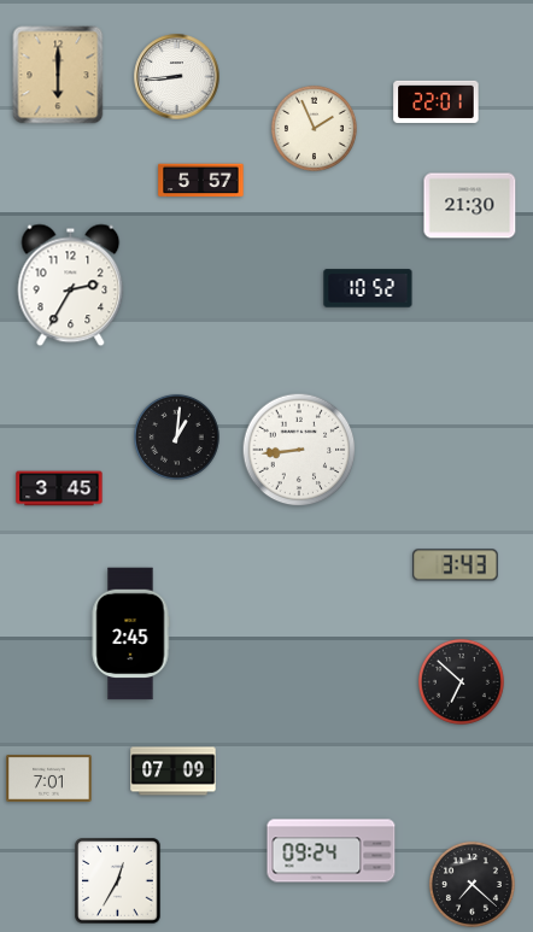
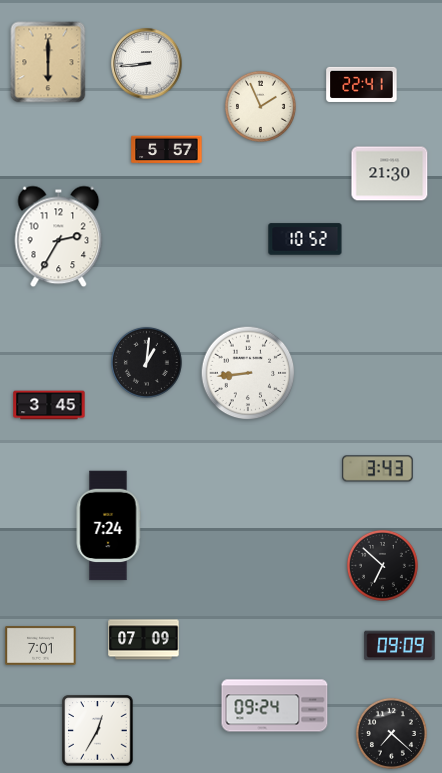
clock at (437, 101): 22:01 -> 22:41
clock at (470, 206) position: (470, 206) -> (390, 174)
clock at (130, 634): 2:45 -> 7:24
clock at (400, 646): none -> 09:09
